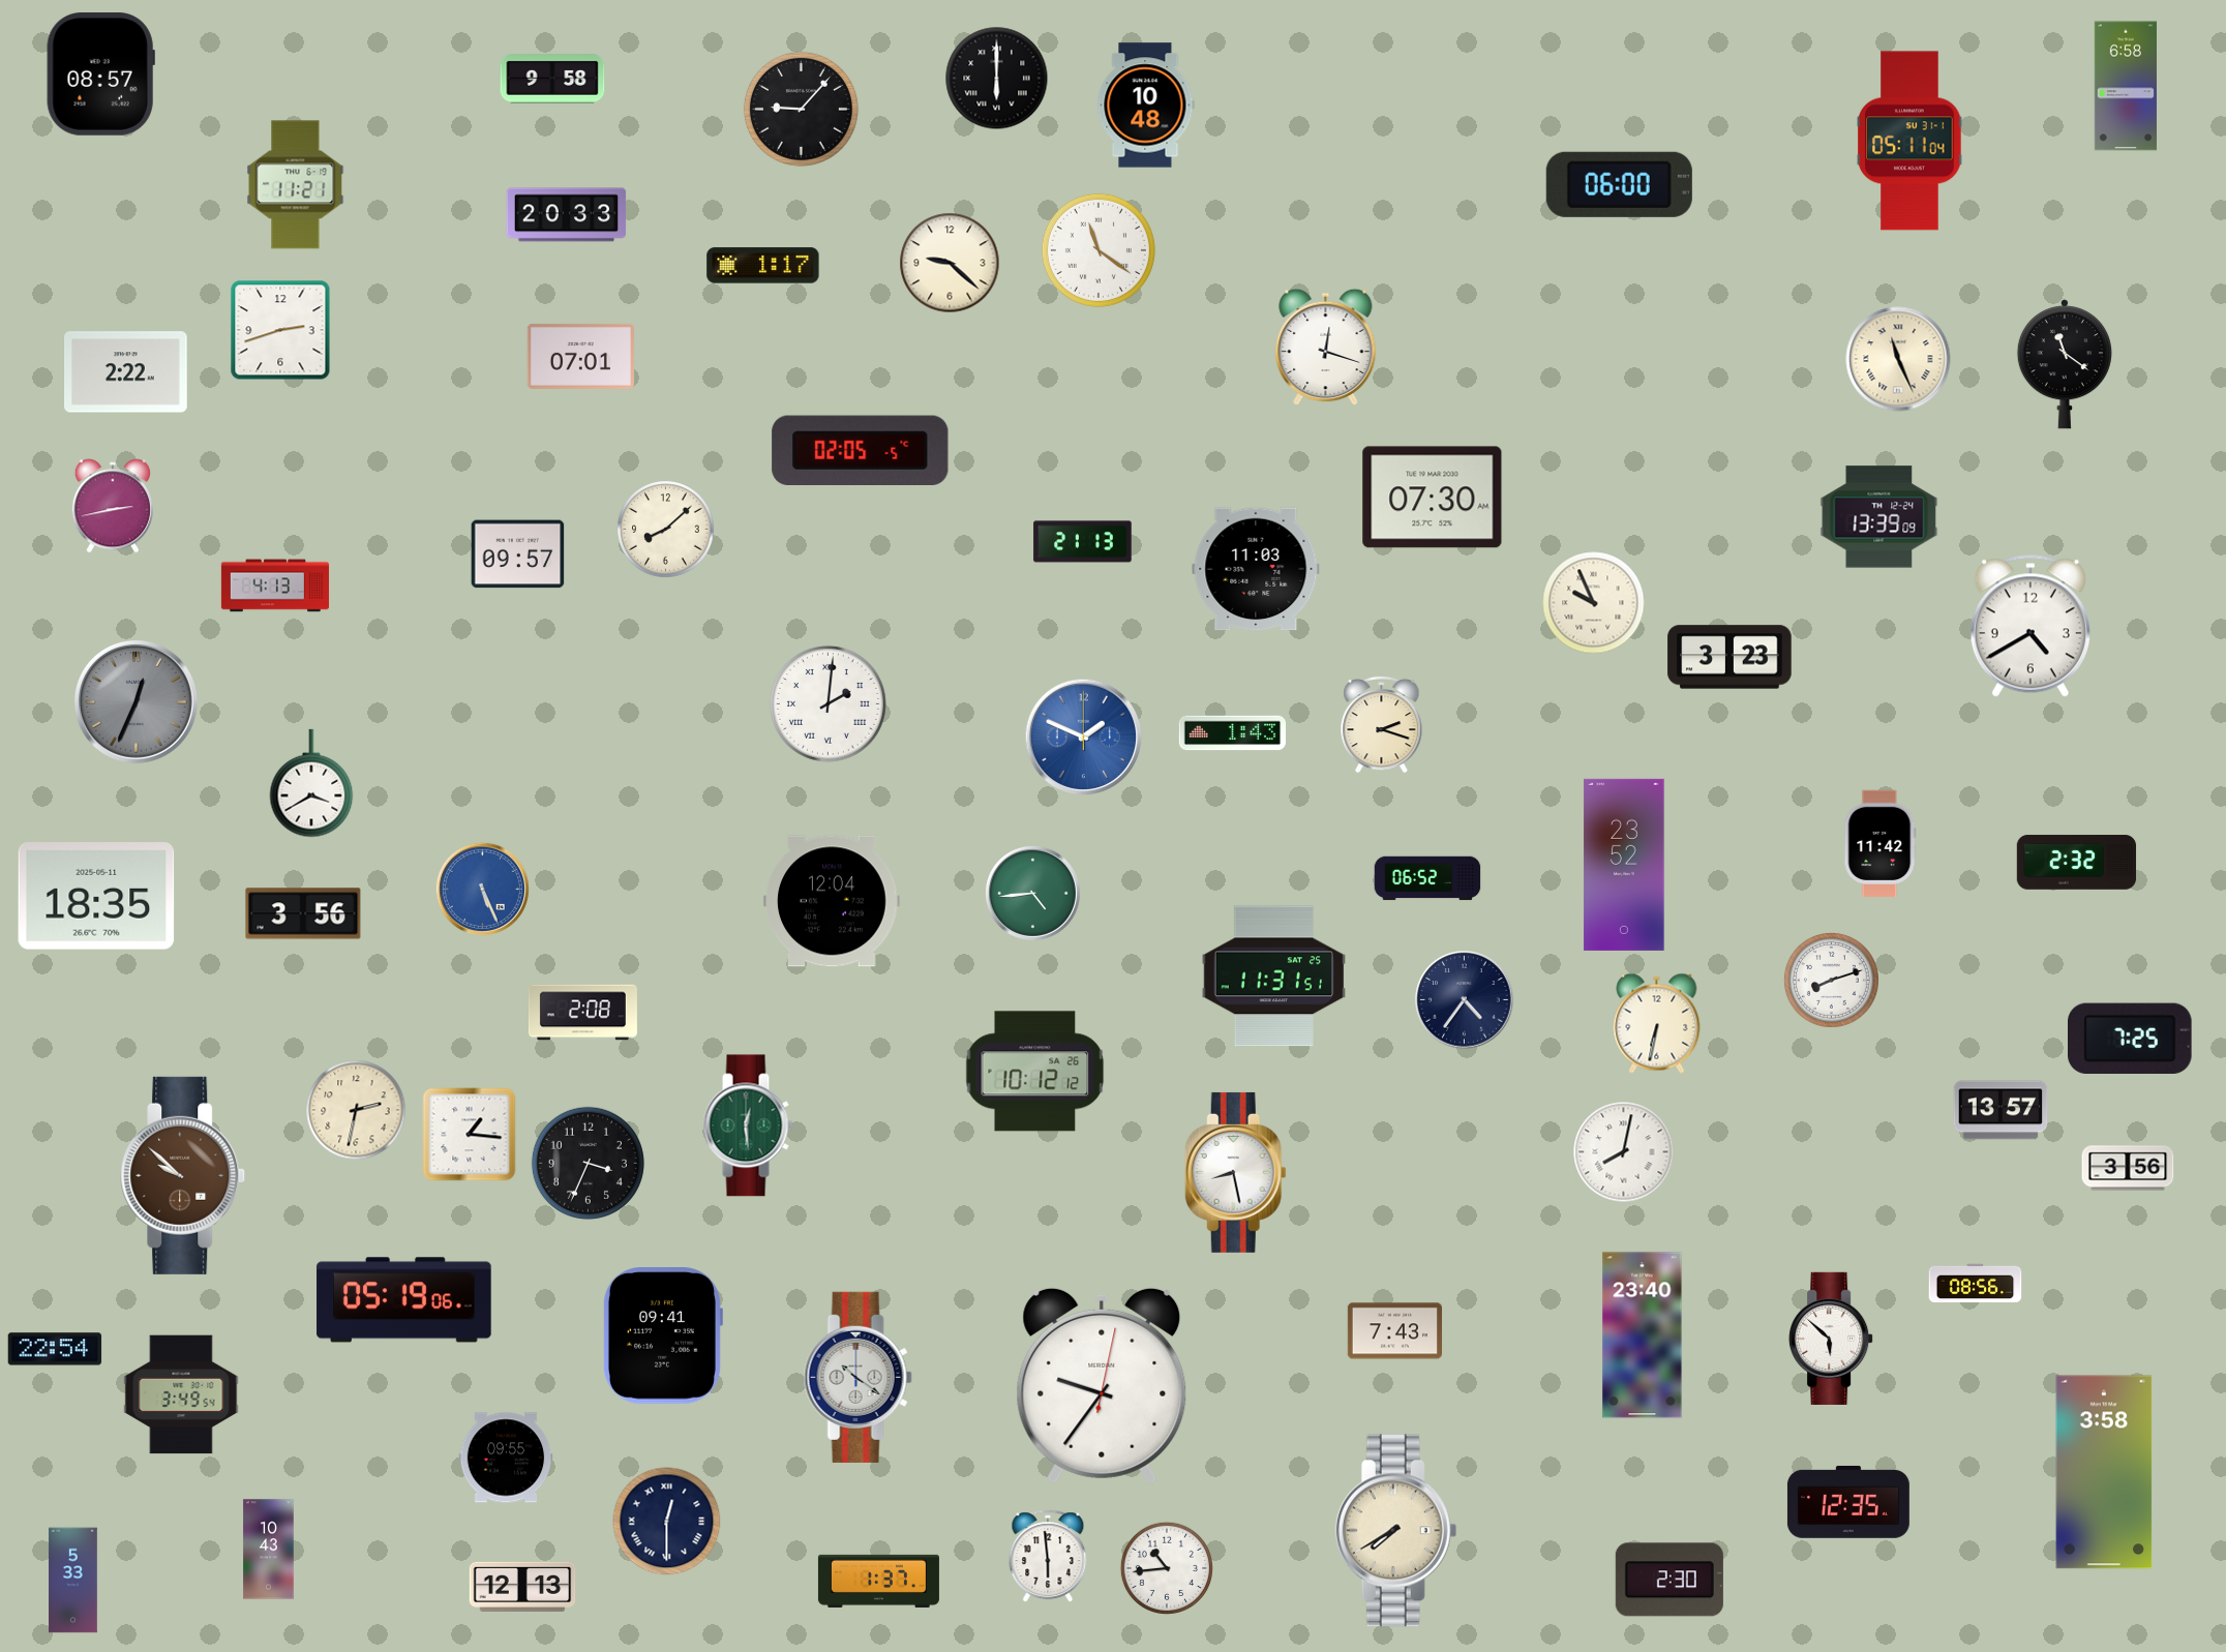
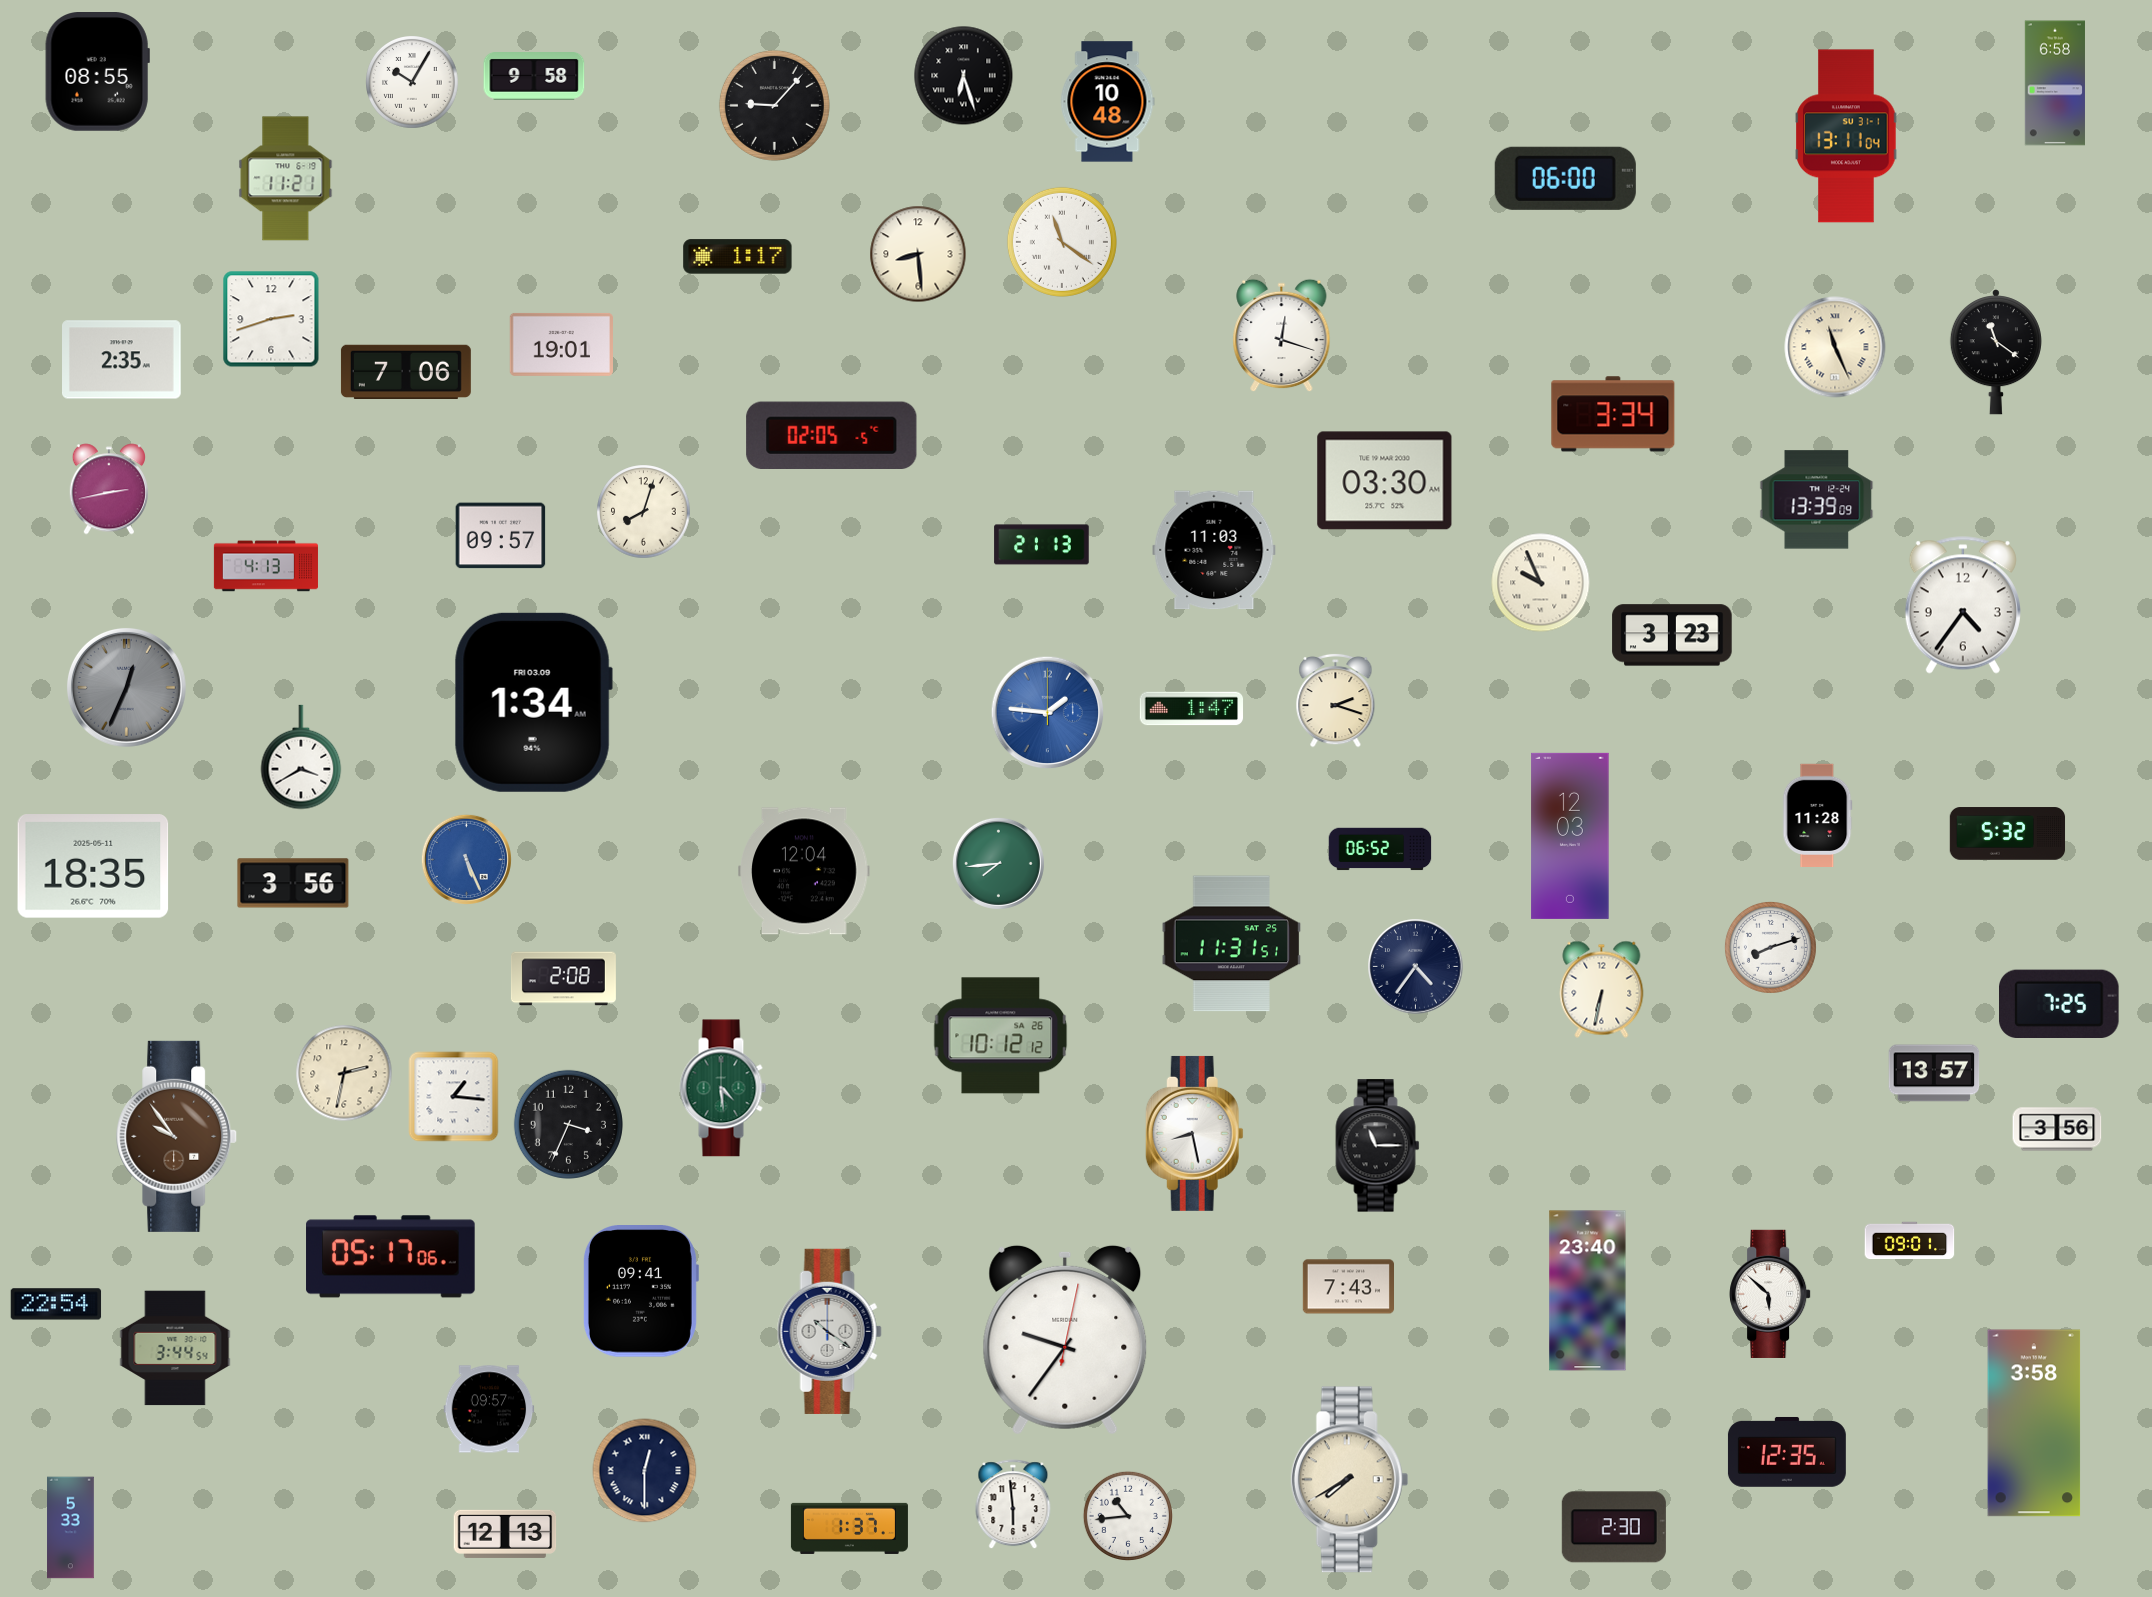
clock at (100, 74): 08:57 -> 08:55
clock at (997, 79): 6:00 -> 6:27
clock at (413, 83): none -> 10:05
clock at (1909, 141): 05:11 -> 13:11
clock at (567, 215): 20:33 -> none
clock at (950, 263): 9:22 -> 8:29
clock at (580, 356): 07:01 -> 19:01
clock at (126, 372): 2:22 -> 2:35
clock at (406, 372): none -> 7:06
clock at (1613, 414): none -> 3:34
clock at (1433, 498): 07:30 -> 03:30
clock at (666, 530): 8:08 -> 8:03
clock at (1083, 542) position: (1083, 542) -> (1042, 545)
clock at (2031, 626): 4:40 -> 4:36
clock at (136, 701) position: (136, 701) -> (126, 687)
clock at (829, 703): 2:01 -> none
clock at (533, 702): none -> 1:34
clock at (1233, 733): 1:43 -> 1:47
clock at (1084, 738): 1:49 -> 1:46
clock at (1881, 843): 11:42 -> 11:28
clock at (2077, 863): 2:32 -> 5:32
clock at (1624, 865): 23:52 -> 12:03
clock at (1032, 893): 4:44 -> 7:44
clock at (748, 1125): 12:29 -> 4:29
clock at (1624, 1152): 8:02 -> none
clock at (183, 1175): 9:52 -> 9:54
clock at (1378, 1146): none -> 11:15
clock at (1976, 1284): 08:56 -> 09:01
clock at (404, 1300): 05:19 -> 05:17
clock at (55, 1349) position: (55, 1349) -> (56, 1304)
clock at (181, 1394): 3:49 -> 3:44
clock at (506, 1458): 09:55 -> 09:57
clock at (269, 1550): 10:43 -> none
